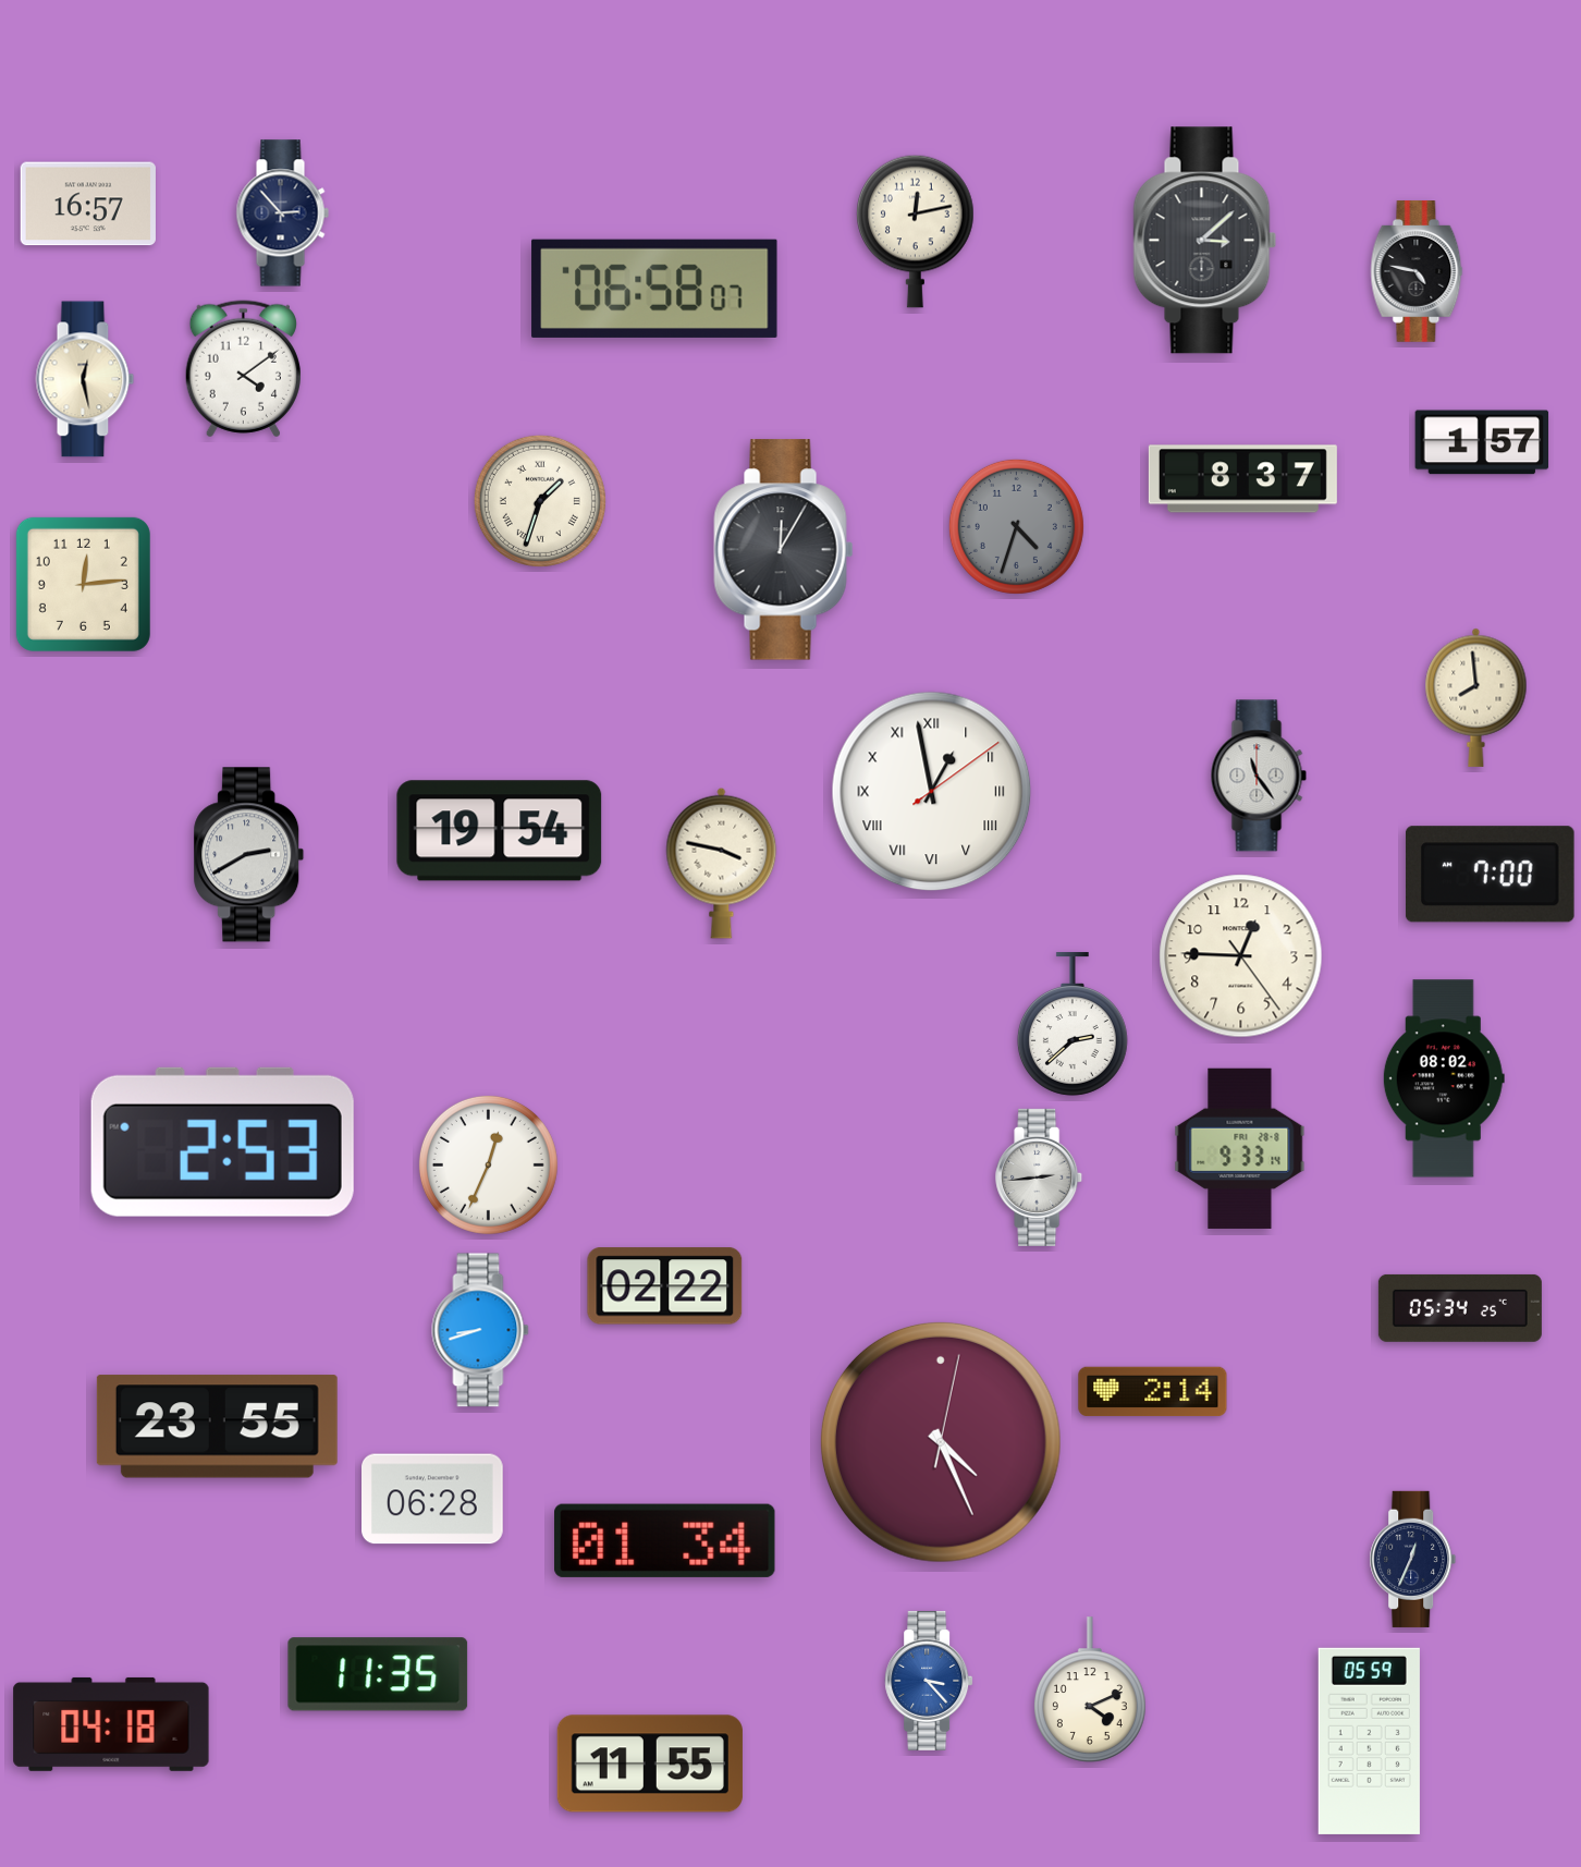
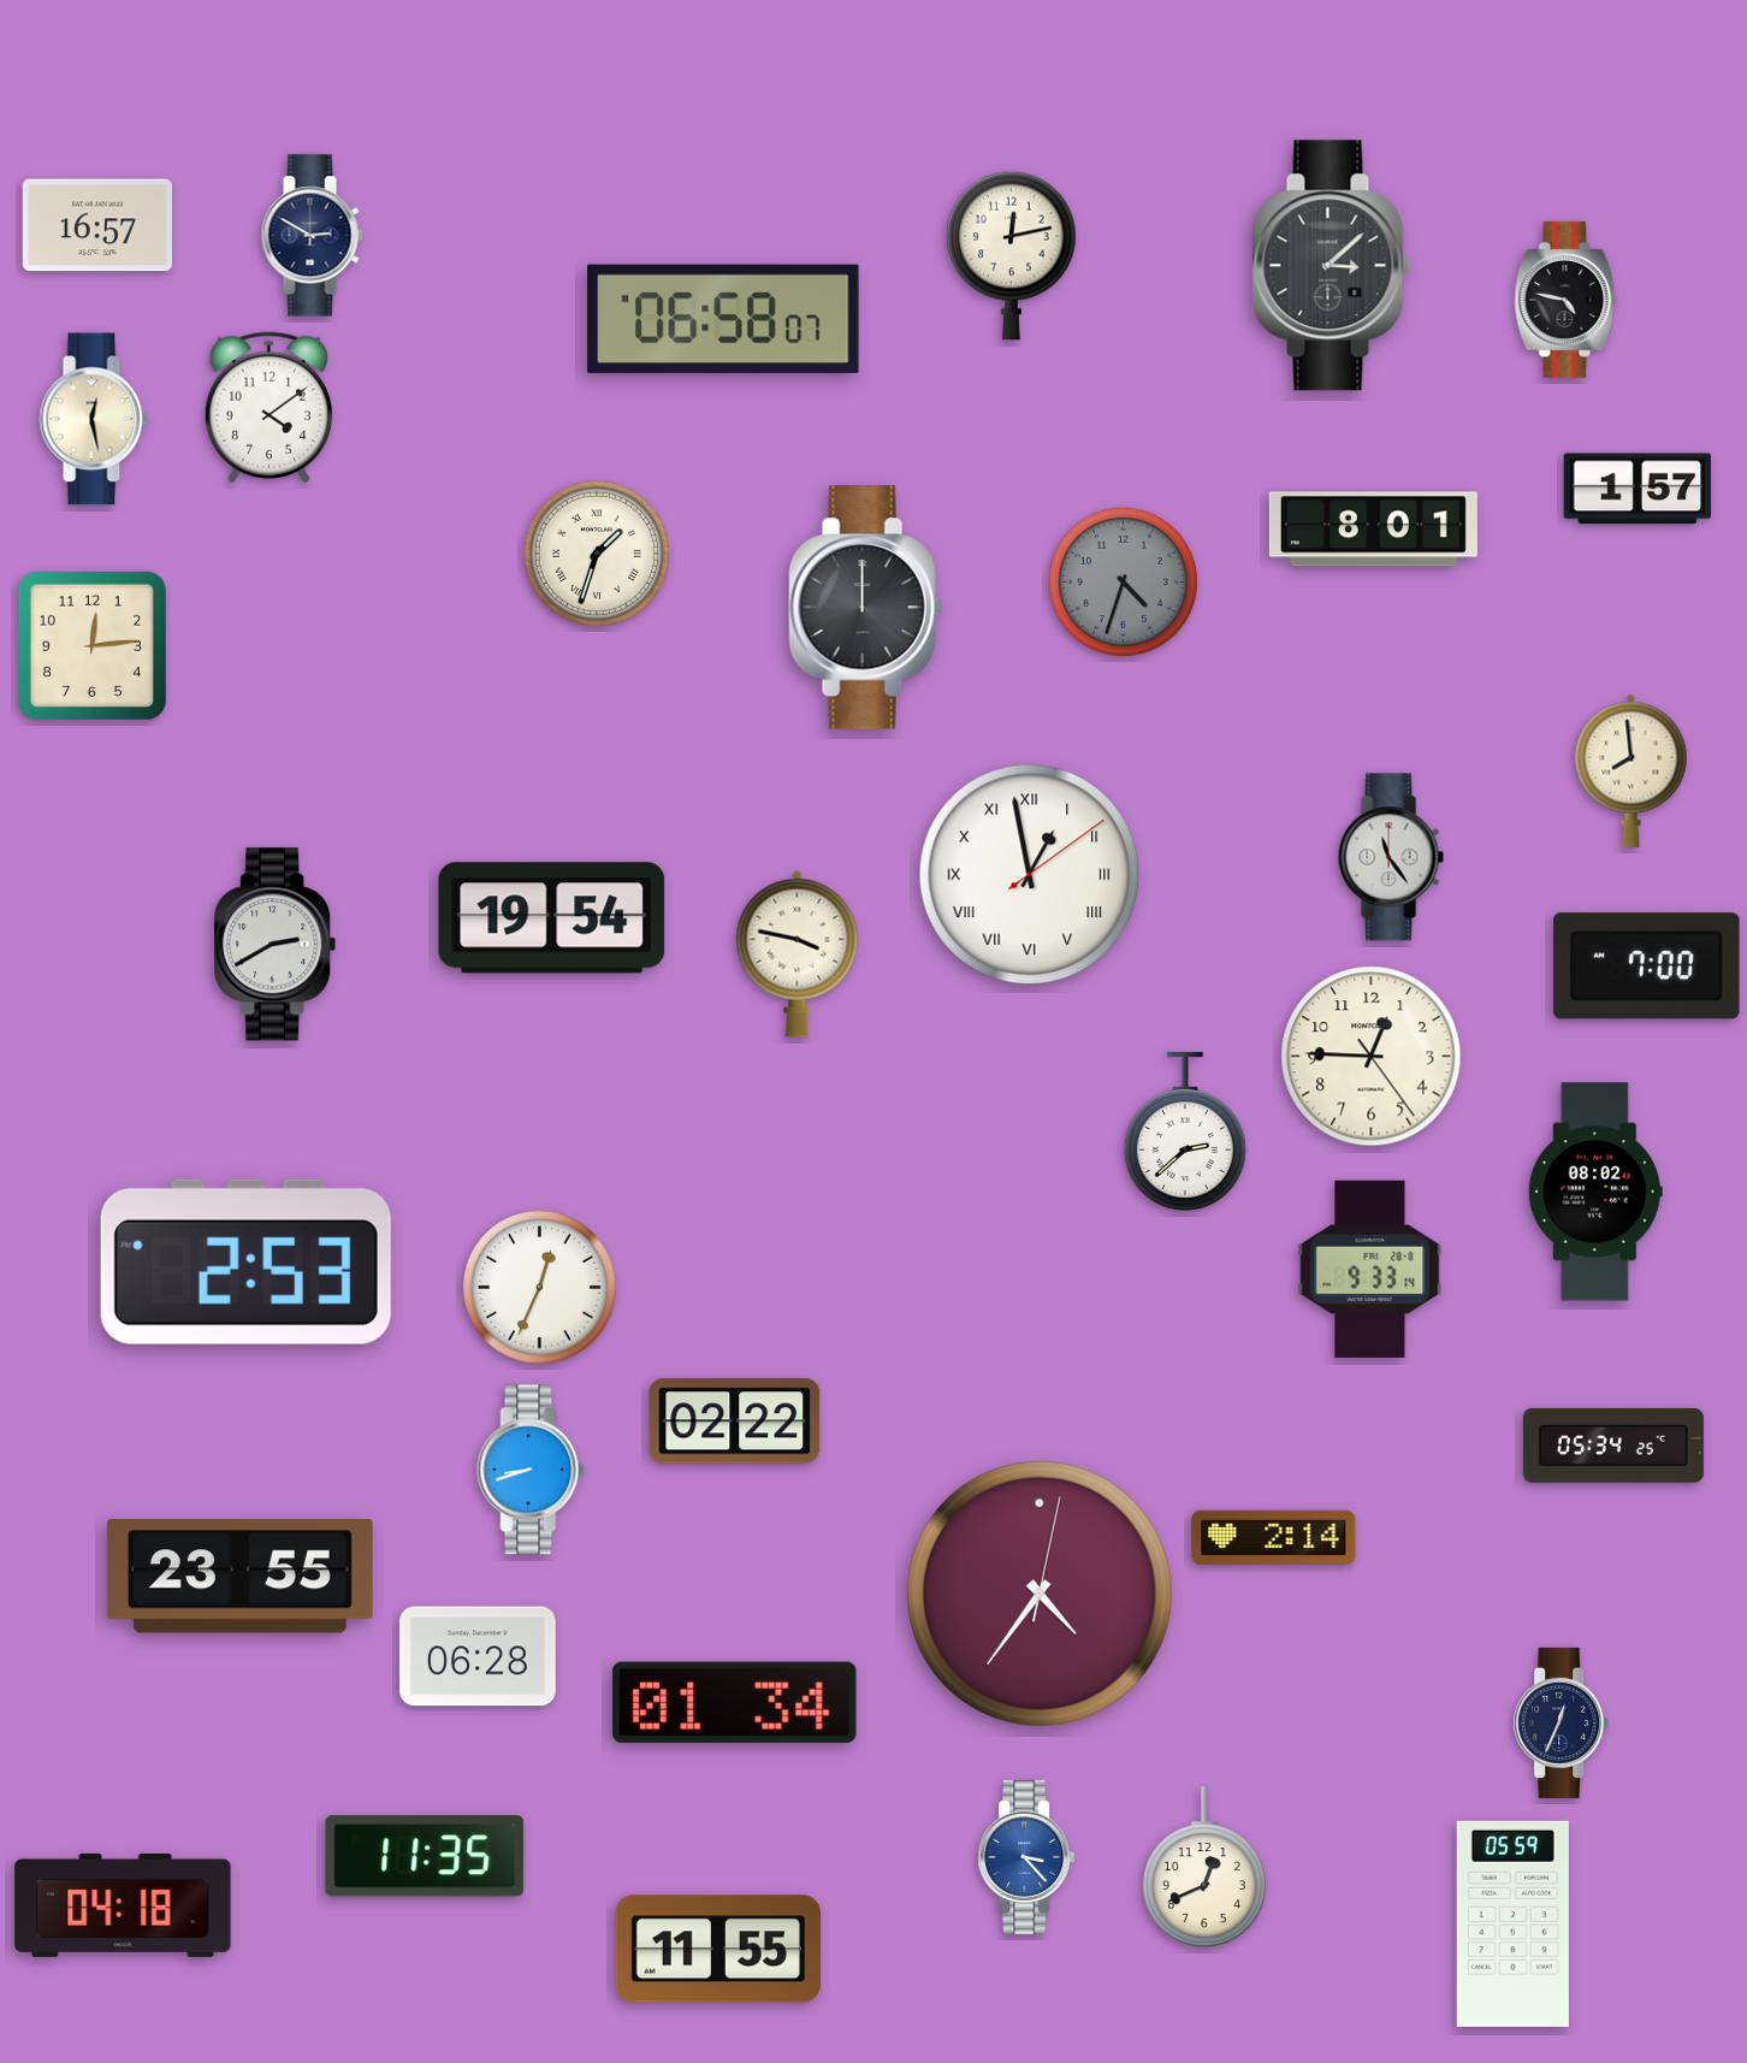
clock at (282, 213): 2:53 -> 2:50
clock at (1242, 479): 8:37 -> 8:01
clock at (784, 550): 12:05 -> 12:00
clock at (1040, 1177): 2:44 -> none
clock at (941, 1442): 4:26 -> 4:36
clock at (378, 1674) position: (378, 1674) -> (425, 1856)
clock at (1090, 1689): 4:11 -> 12:41
